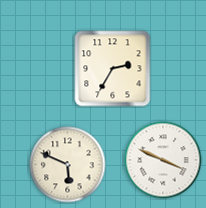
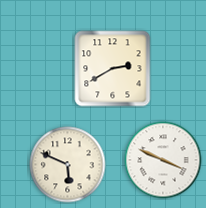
clock at (113, 69): 2:35 -> 2:40
